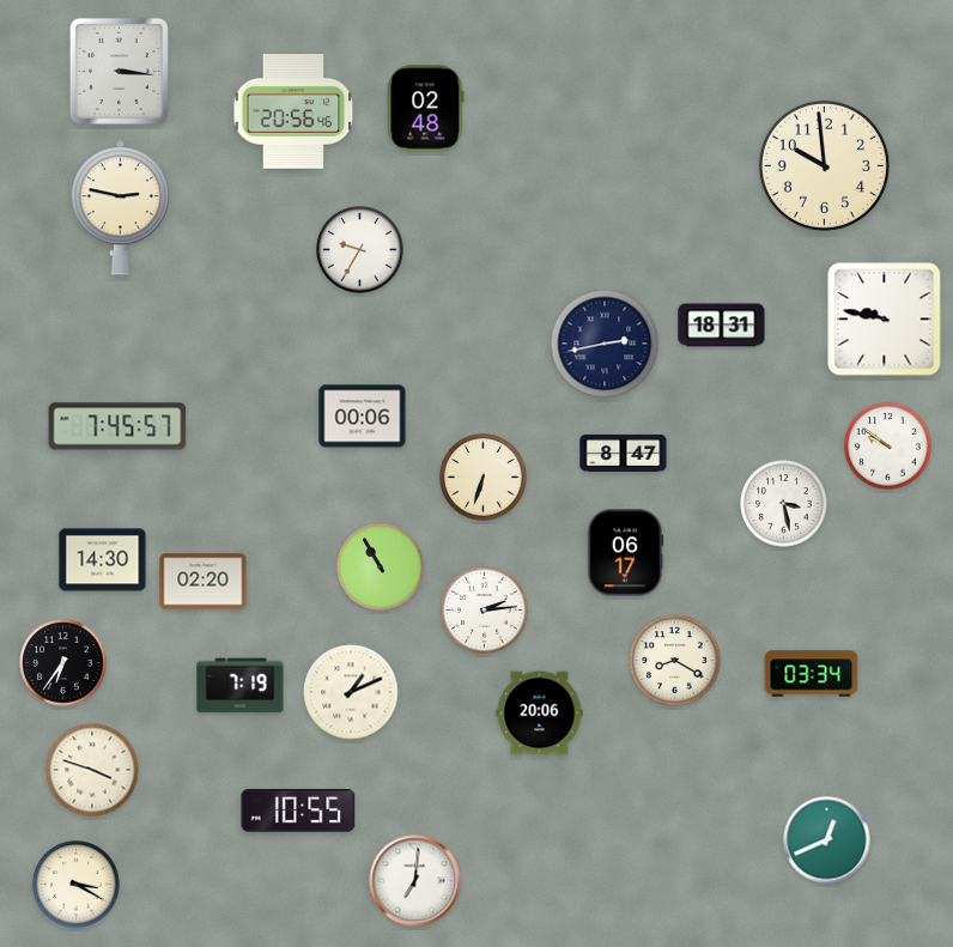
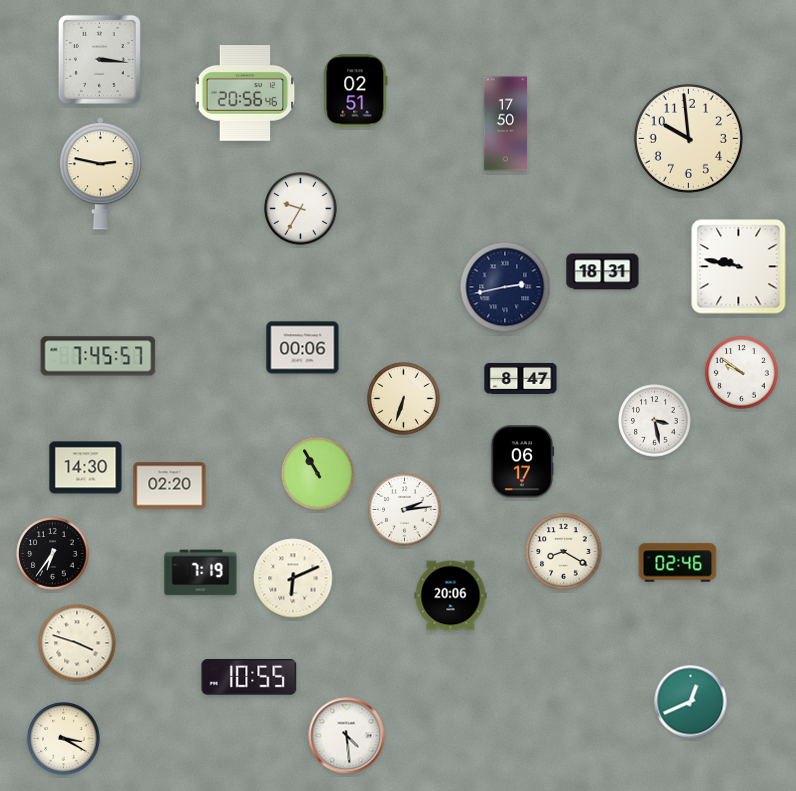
clock at (426, 109): 02:48 -> 02:51
clock at (506, 124): none -> 17:50
clock at (812, 674): 03:34 -> 02:46
clock at (351, 692): 1:11 -> 6:11
clock at (415, 881): 7:01 -> 4:29
